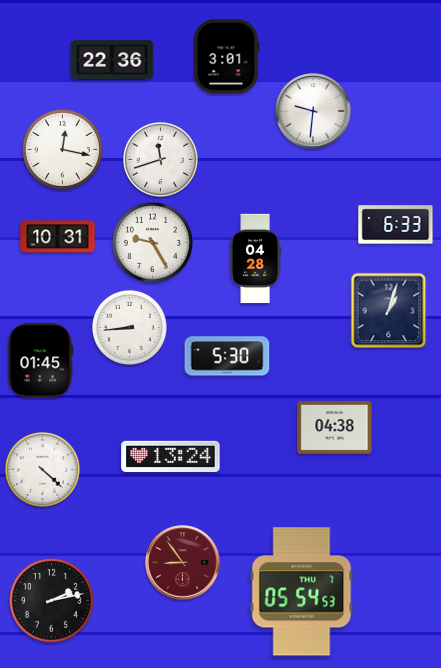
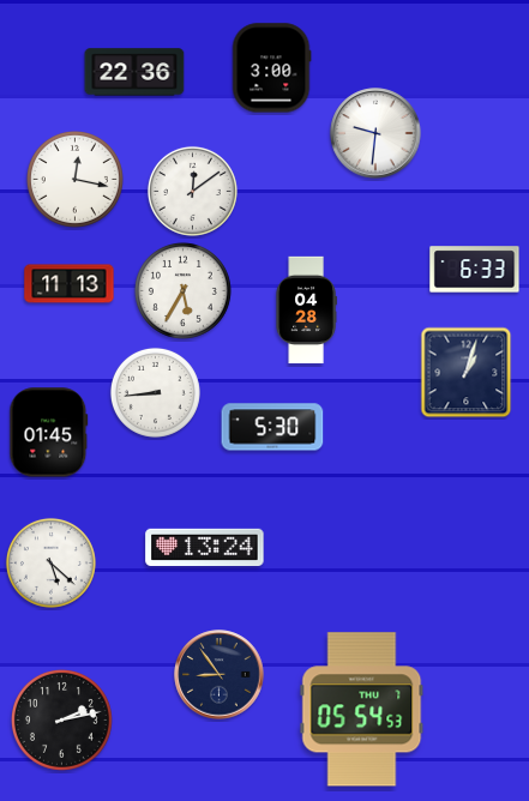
clock at (226, 57): 3:01 -> 3:00
clock at (160, 159): 11:42 -> 12:09
clock at (58, 237): 10:31 -> 11:13
clock at (152, 242): 9:25 -> 5:35
clock at (335, 427): 04:38 -> none
clock at (42, 469): 4:22 -> 5:22
clock at (183, 563) dial: burgundy -> navy
